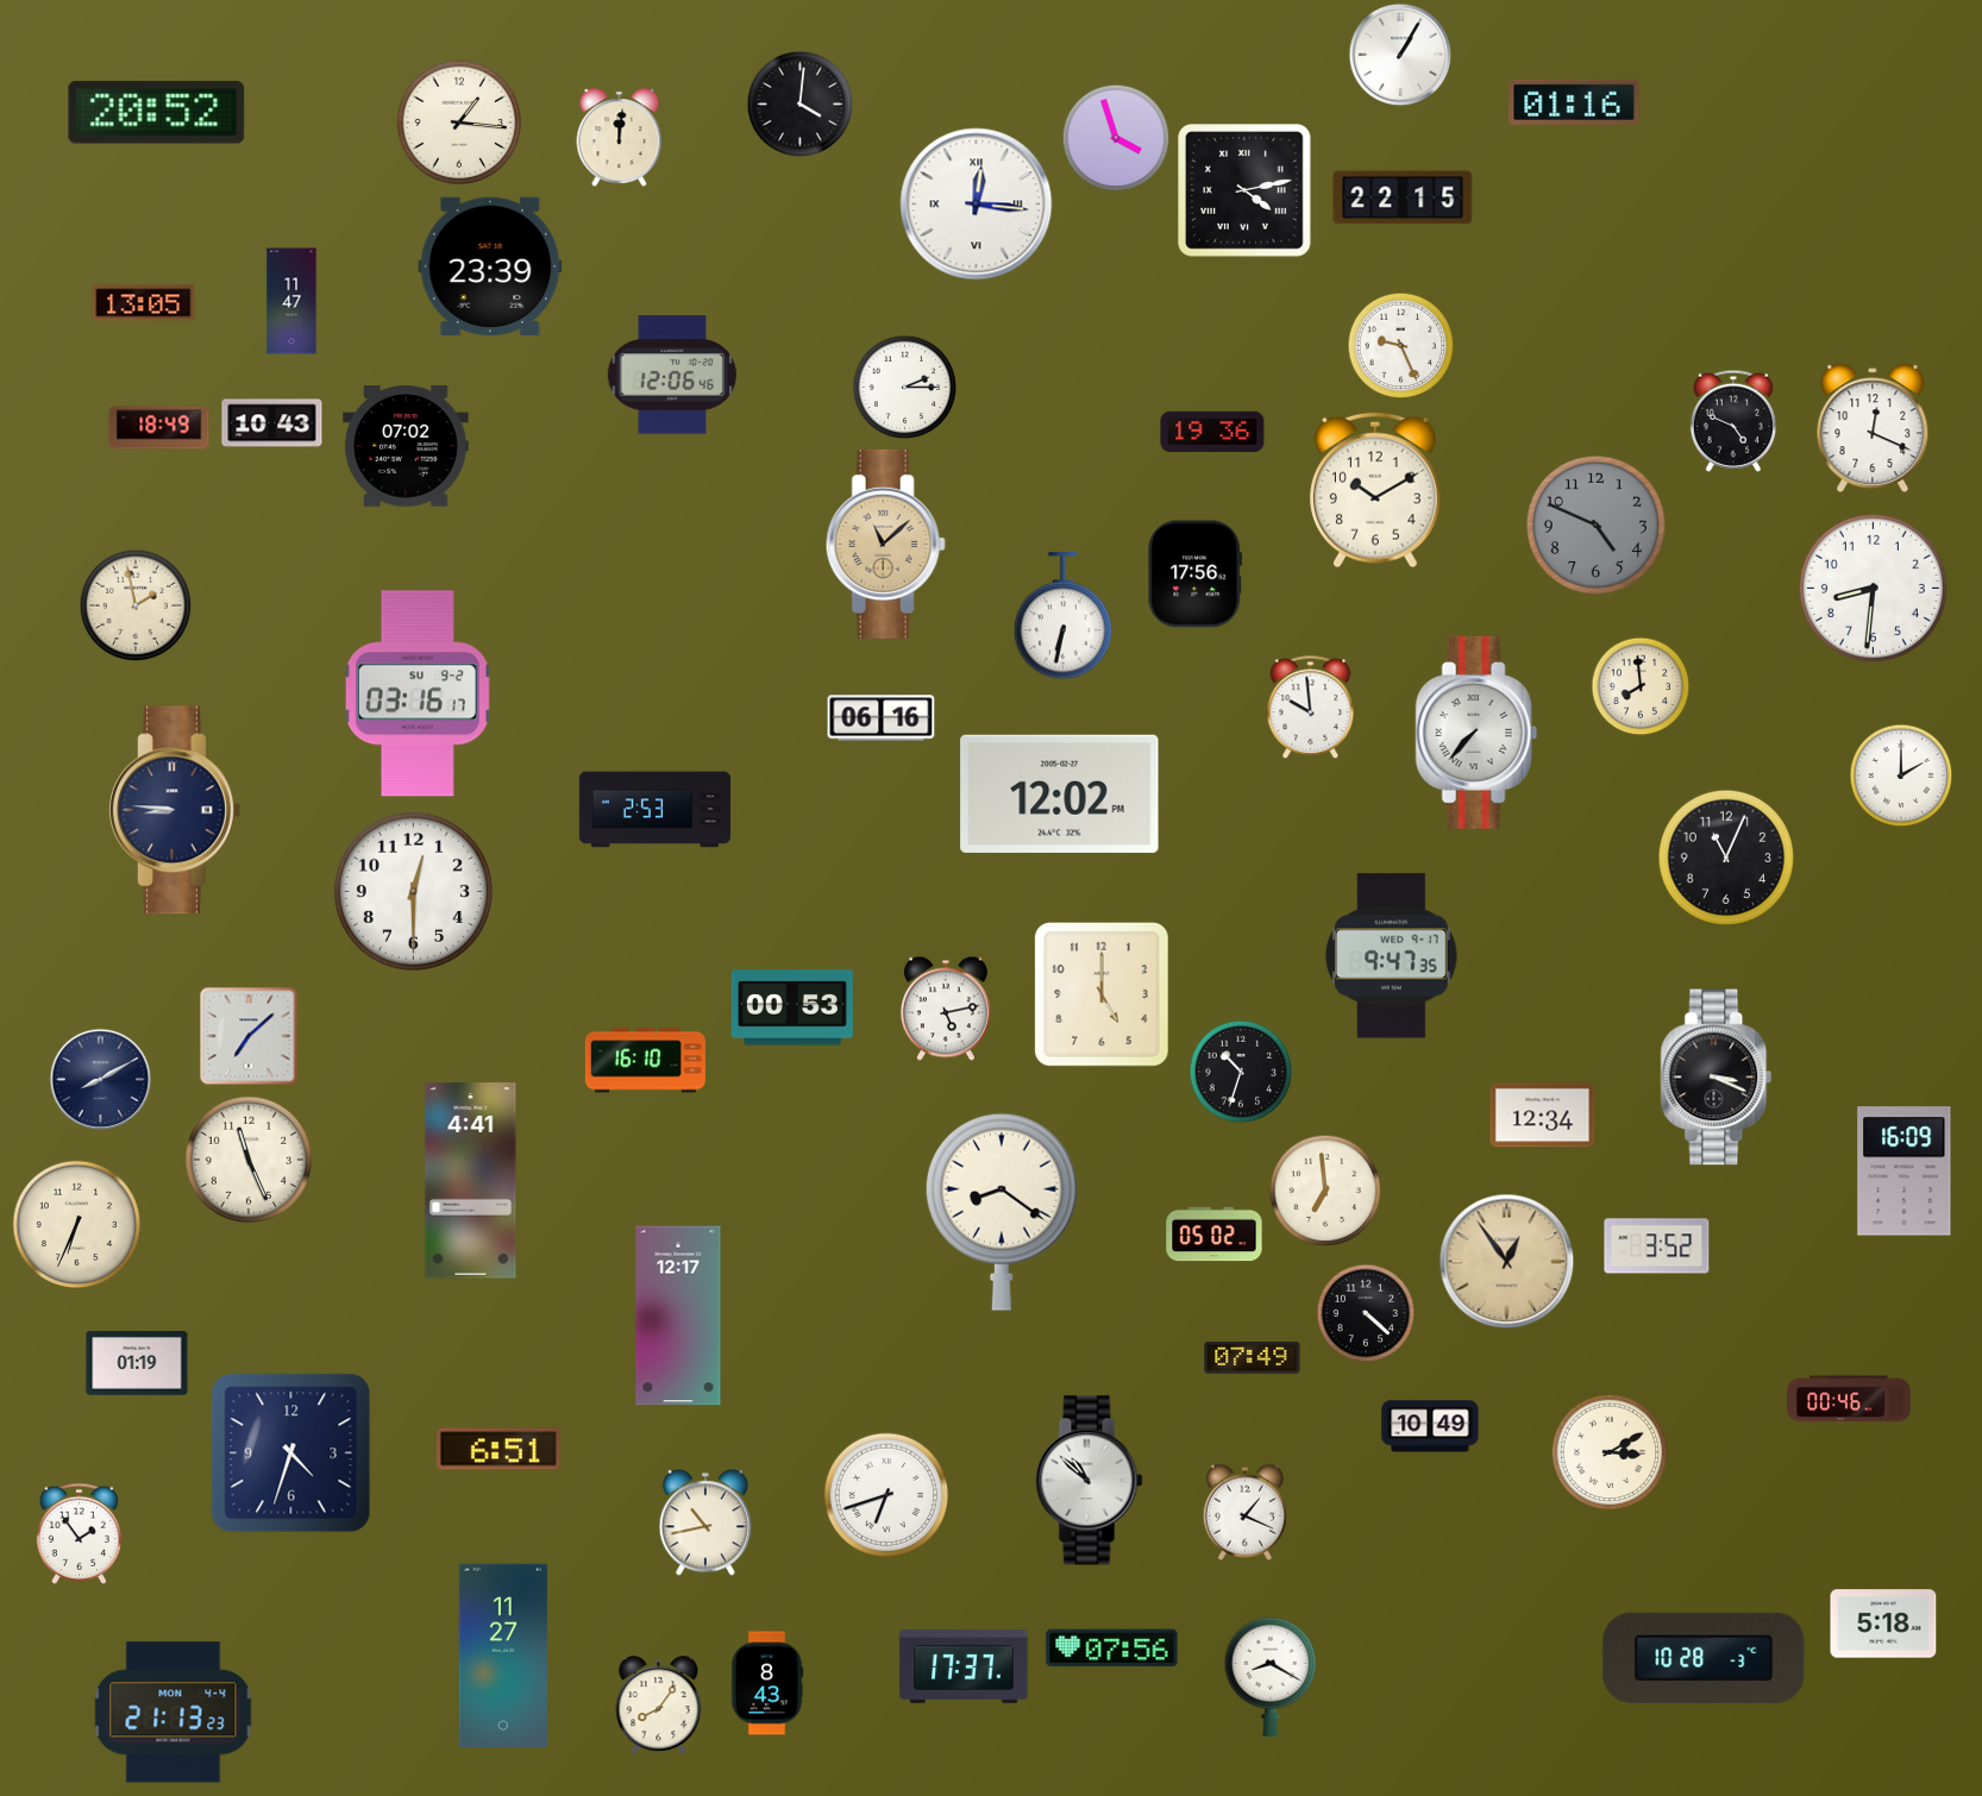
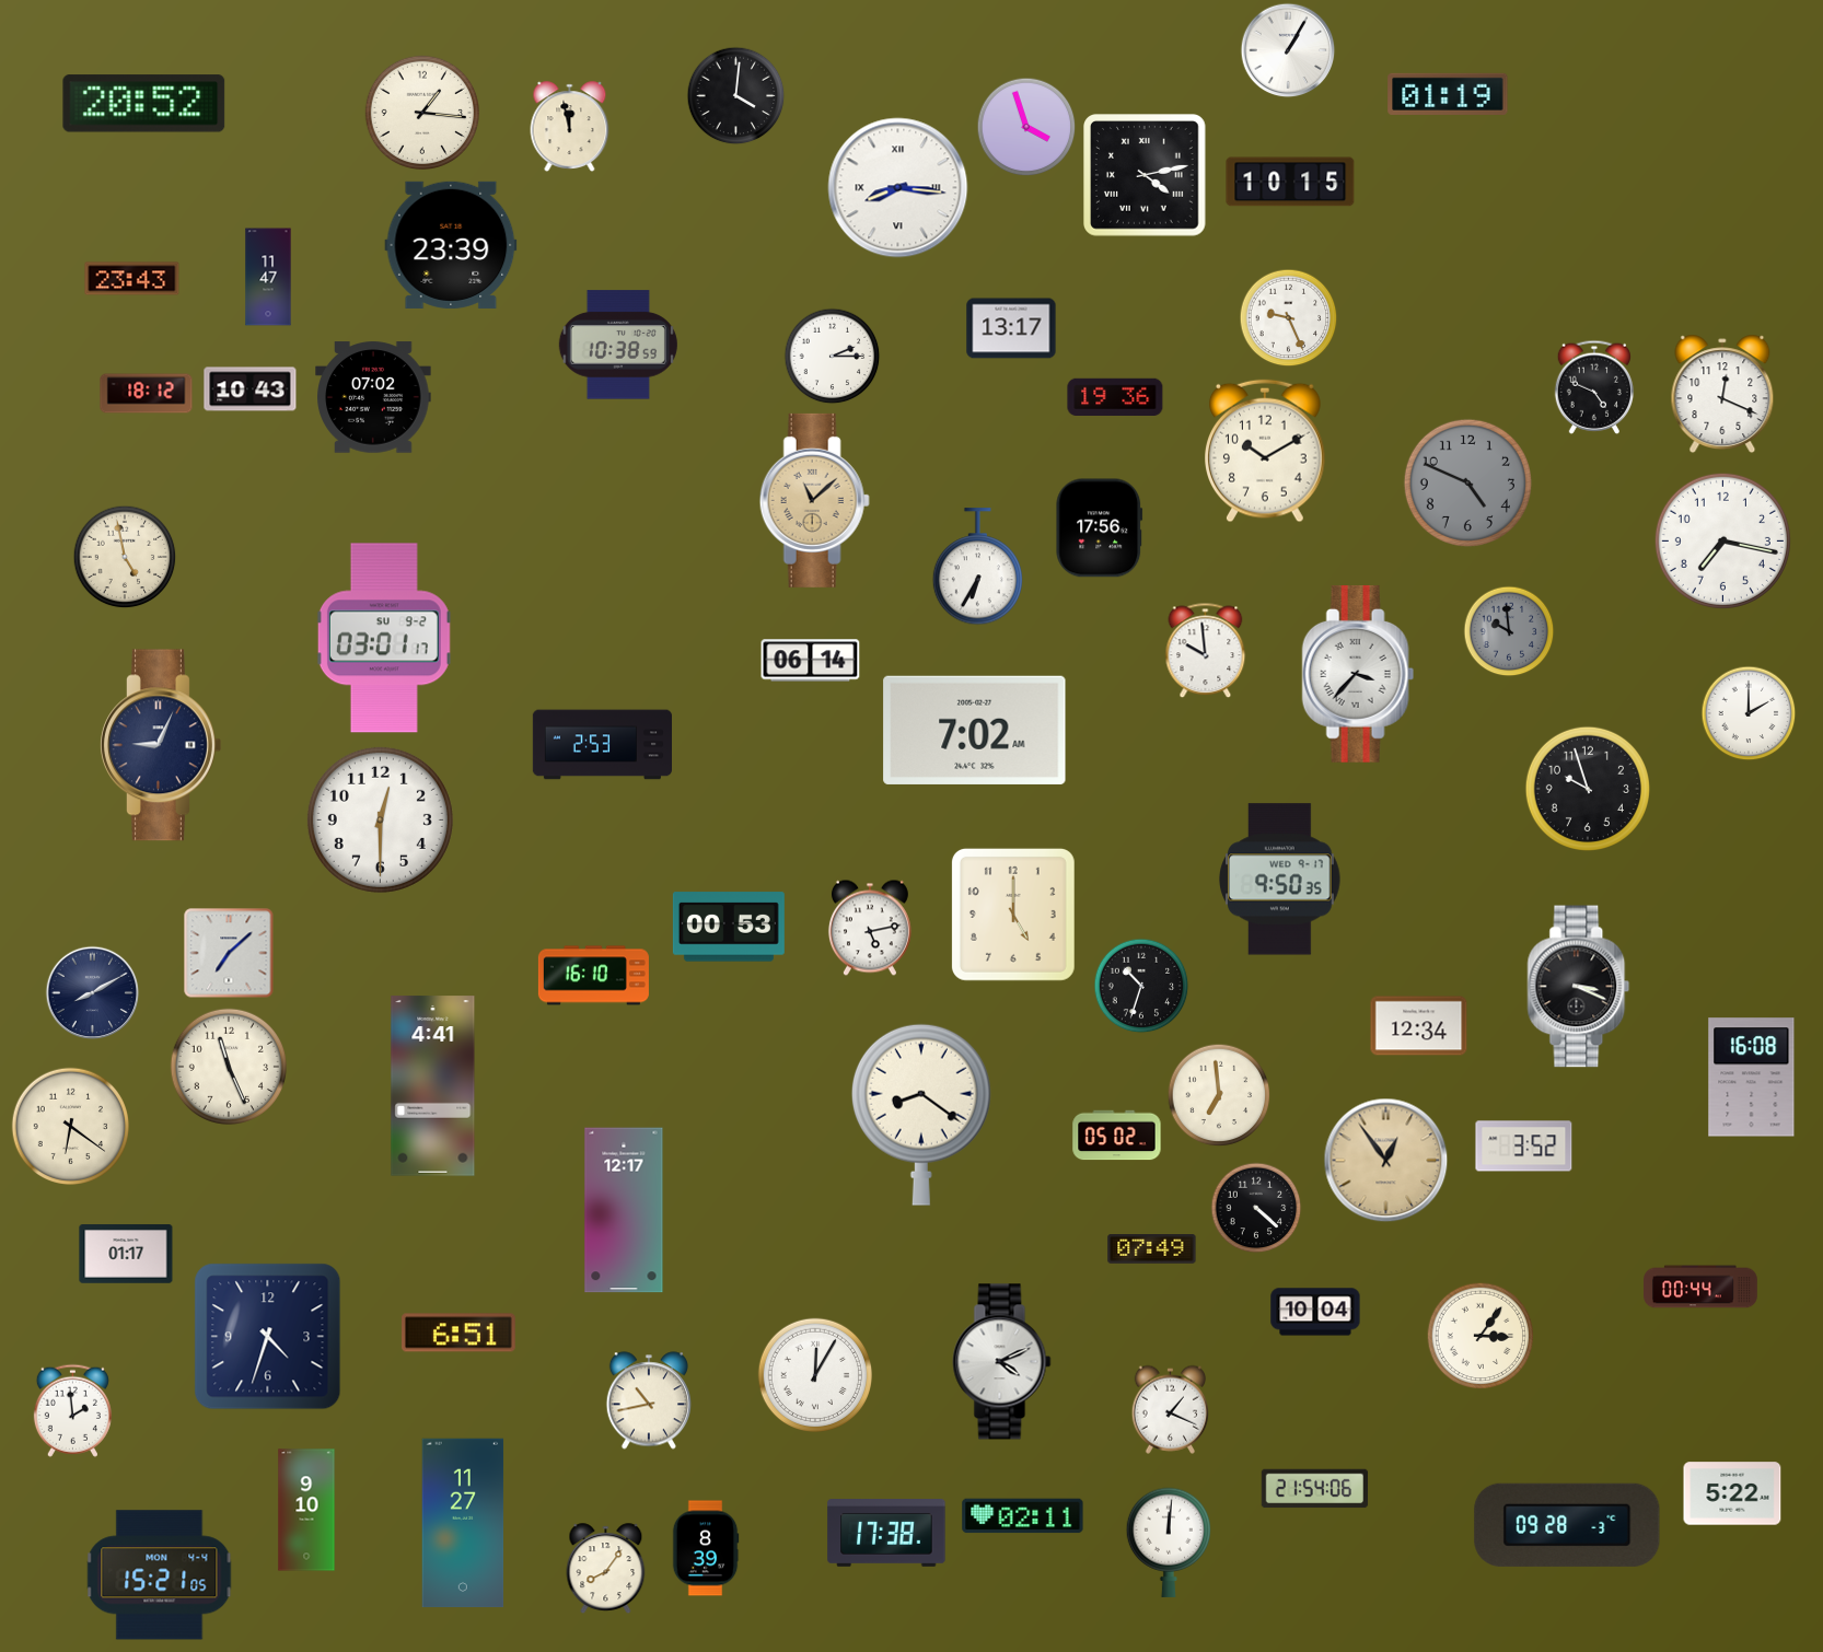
clock at (1574, 102): 01:16 -> 01:19
clock at (620, 138): 12:01 -> 11:58
clock at (1403, 197): 22:15 -> 10:15
clock at (977, 205): 12:16 -> 8:16
clock at (144, 303): 13:05 -> 23:43
clock at (1011, 328): none -> 13:17
clock at (672, 375): 12:06 -> 10:38
clock at (159, 428): 18:49 -> 18:12
clock at (406, 446) position: (406, 446) -> (373, 397)
clock at (1873, 588): 8:31 -> 7:17
clock at (136, 605): 1:58 -> 4:58
clock at (1062, 616): 6:32 -> 6:35
clock at (1641, 686): 7:59 -> 9:59
clock at (1641, 686) dial: cream -> grey
clock at (418, 693): 03:16 -> 03:01
clock at (882, 718): 06:16 -> 06:14
clock at (1476, 733): 7:37 -> 3:37
clock at (1060, 793): 12:02 -> 7:02
clock at (174, 810): 8:46 -> 9:04
clock at (1726, 858): 11:04 -> 9:57
clock at (1392, 956): 9:47 -> 9:50
clock at (1717, 1078) position: (1717, 1078) -> (1579, 987)
clock at (1905, 1172): 16:09 -> 16:08
clock at (76, 1224): 6:34 -> 6:21
clock at (137, 1363): 01:19 -> 01:17
clock at (1849, 1399): 00:46 -> 00:44
clock at (1430, 1426): 10:49 -> 10:04
clock at (1610, 1452): 3:10 -> 3:06
clock at (1090, 1481): 10:52 -> 4:11
clock at (885, 1494): 6:42 -> 12:05
clock at (1244, 1512) position: (1244, 1512) -> (1170, 1409)
clock at (79, 1533): 1:54 -> 1:59
clock at (1315, 1489): none -> 21:54
clock at (1883, 1624): 5:18 -> 5:22
clock at (306, 1510): none -> 9:10
clock at (1112, 1649): 07:56 -> 02:11
clock at (1704, 1658): 10:28 -> 09:28
clock at (964, 1668): 17:37 -> 17:38
clock at (1269, 1677): 8:20 -> 12:01
clock at (767, 1683): 8:43 -> 8:39
clock at (174, 1713): 21:13 -> 15:21
